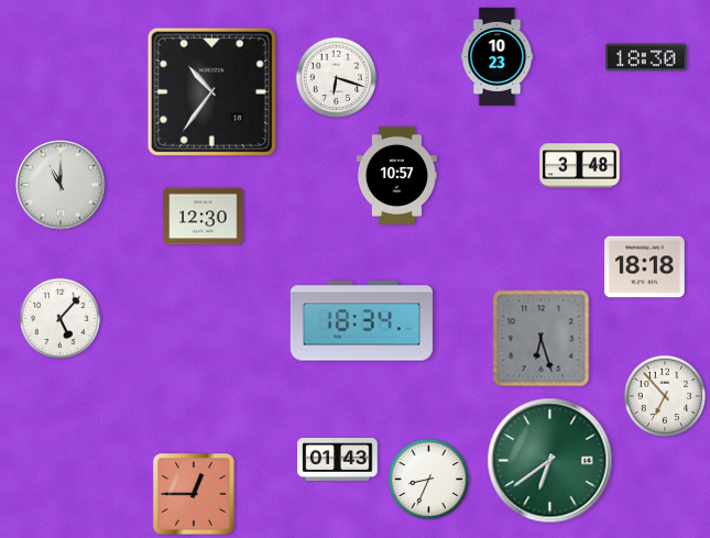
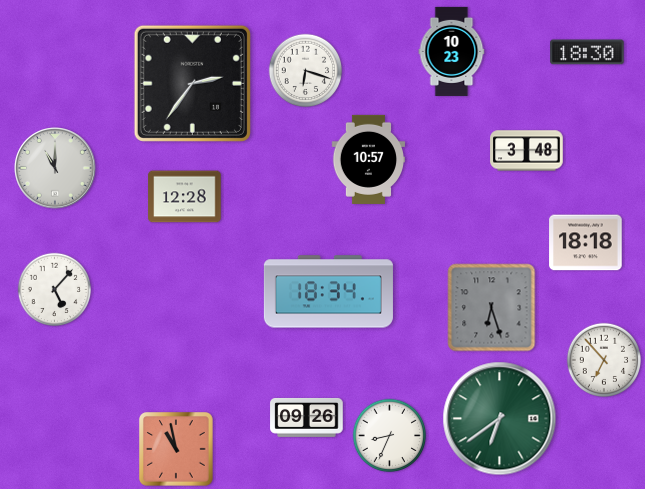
clock at (211, 91): 10:36 -> 2:36
clock at (397, 175) position: (397, 175) -> (369, 159)
clock at (204, 217): 12:30 -> 12:28
clock at (338, 459): 01:43 -> 09:26
clock at (195, 495): 12:45 -> 10:58
